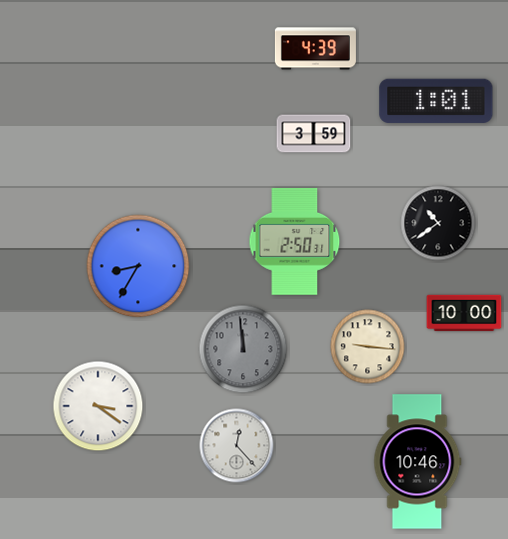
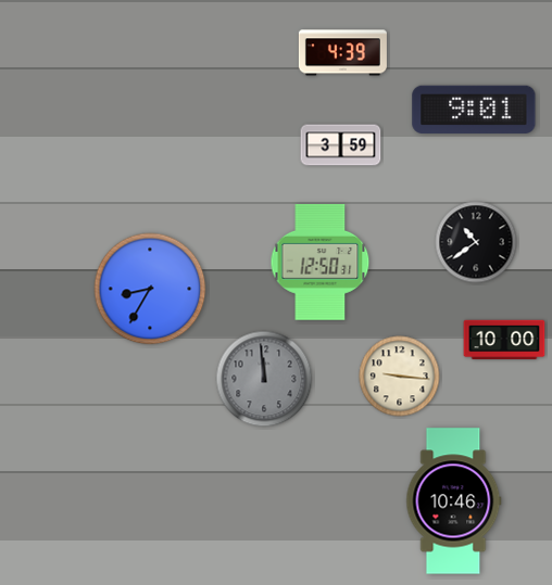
clock at (436, 101): 1:01 -> 9:01
clock at (295, 241): 2:50 -> 12:50
clock at (98, 406): 3:21 -> none
clock at (237, 446): 12:23 -> none
